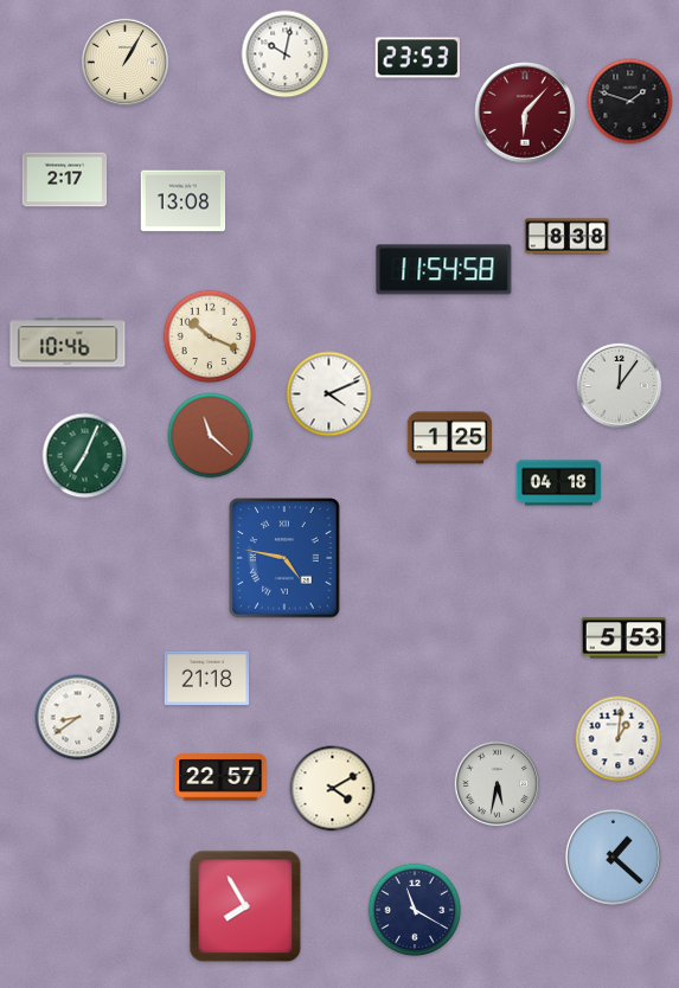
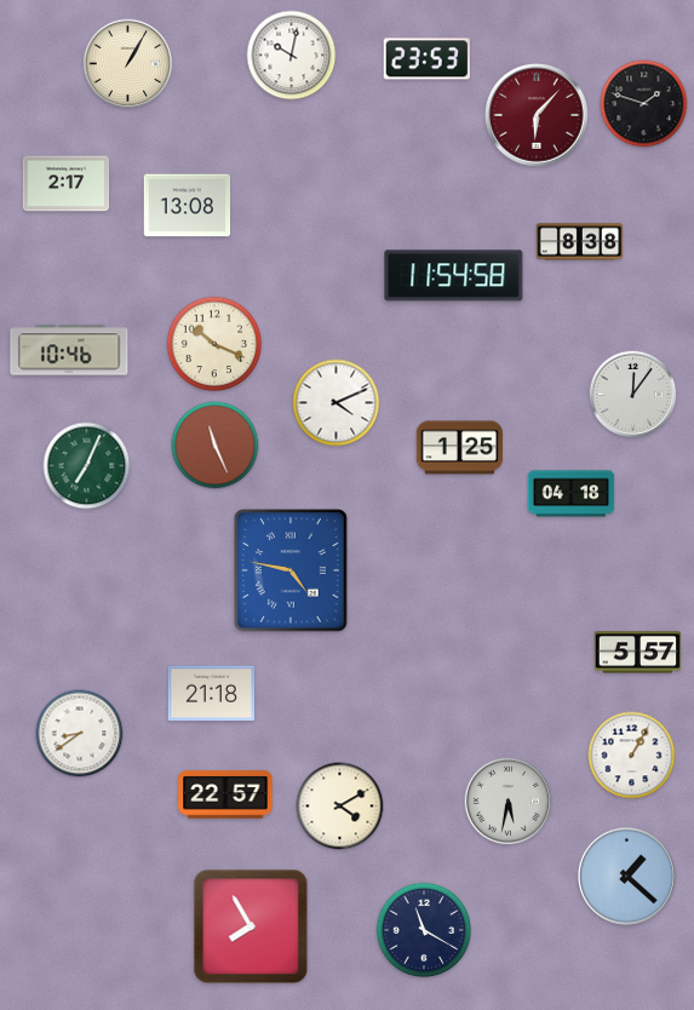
clock at (211, 436): 11:22 -> 11:26
clock at (624, 639): 5:53 -> 5:57
clock at (619, 739): 1:01 -> 1:05
